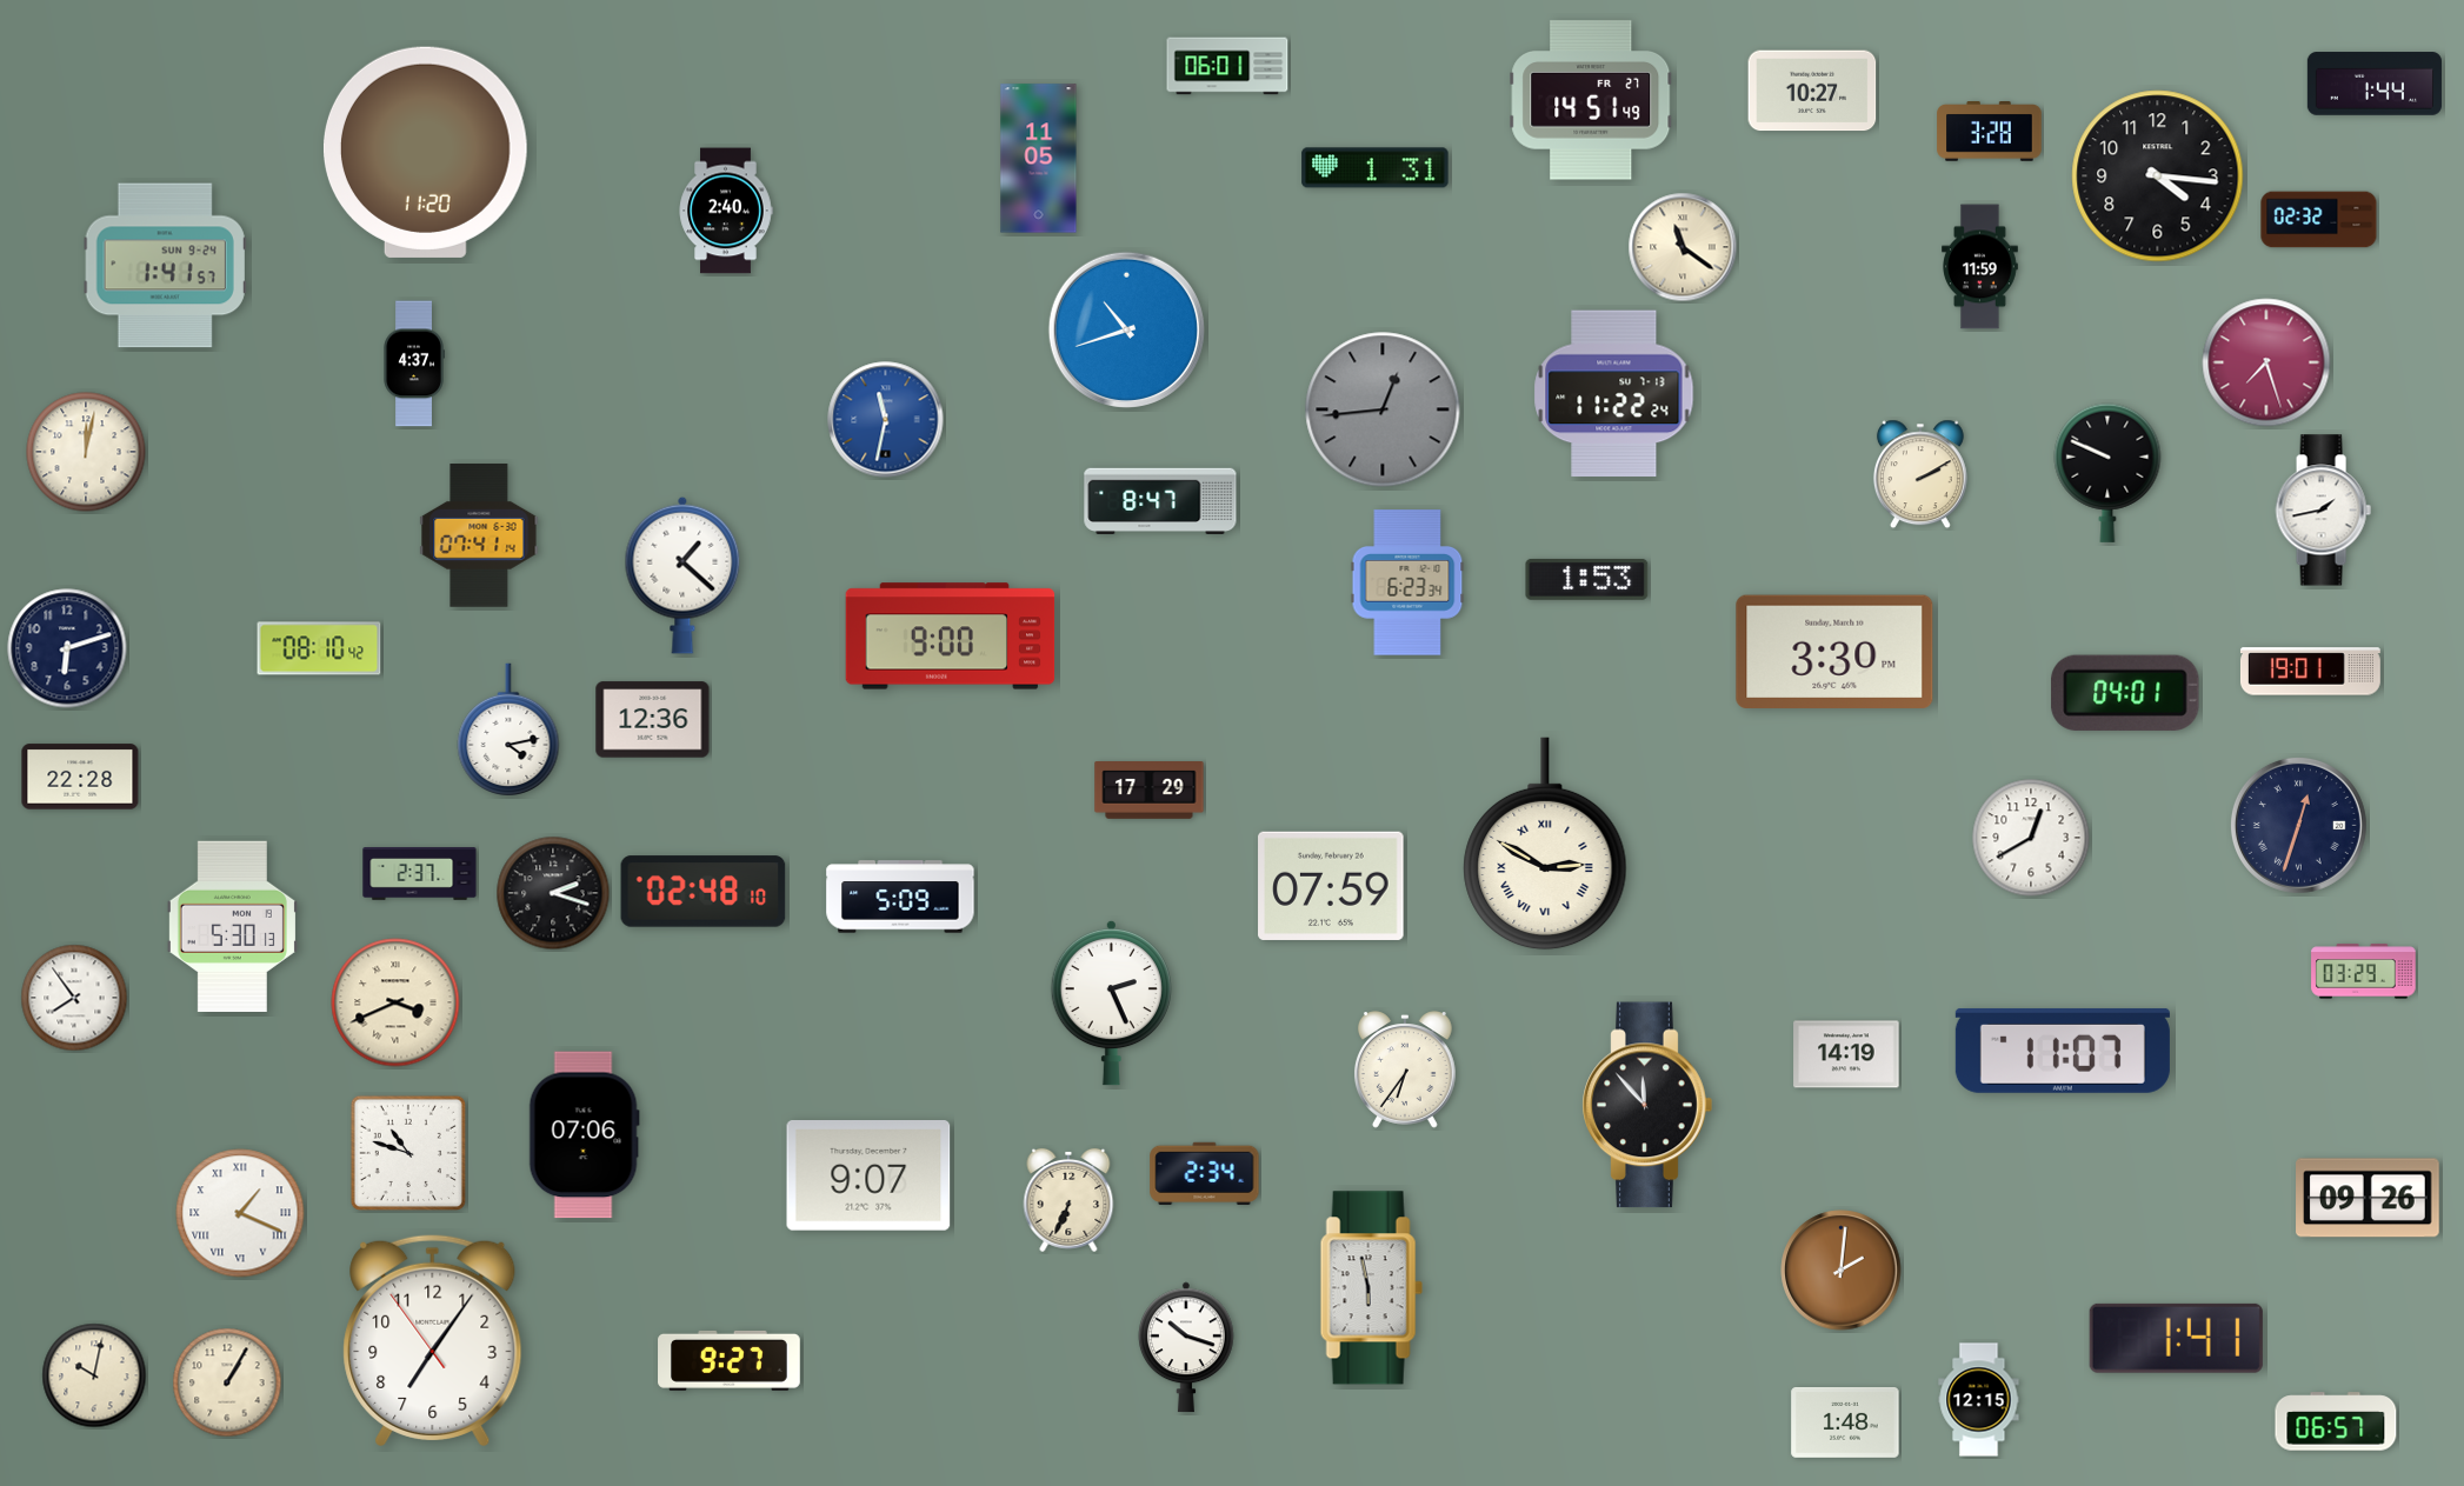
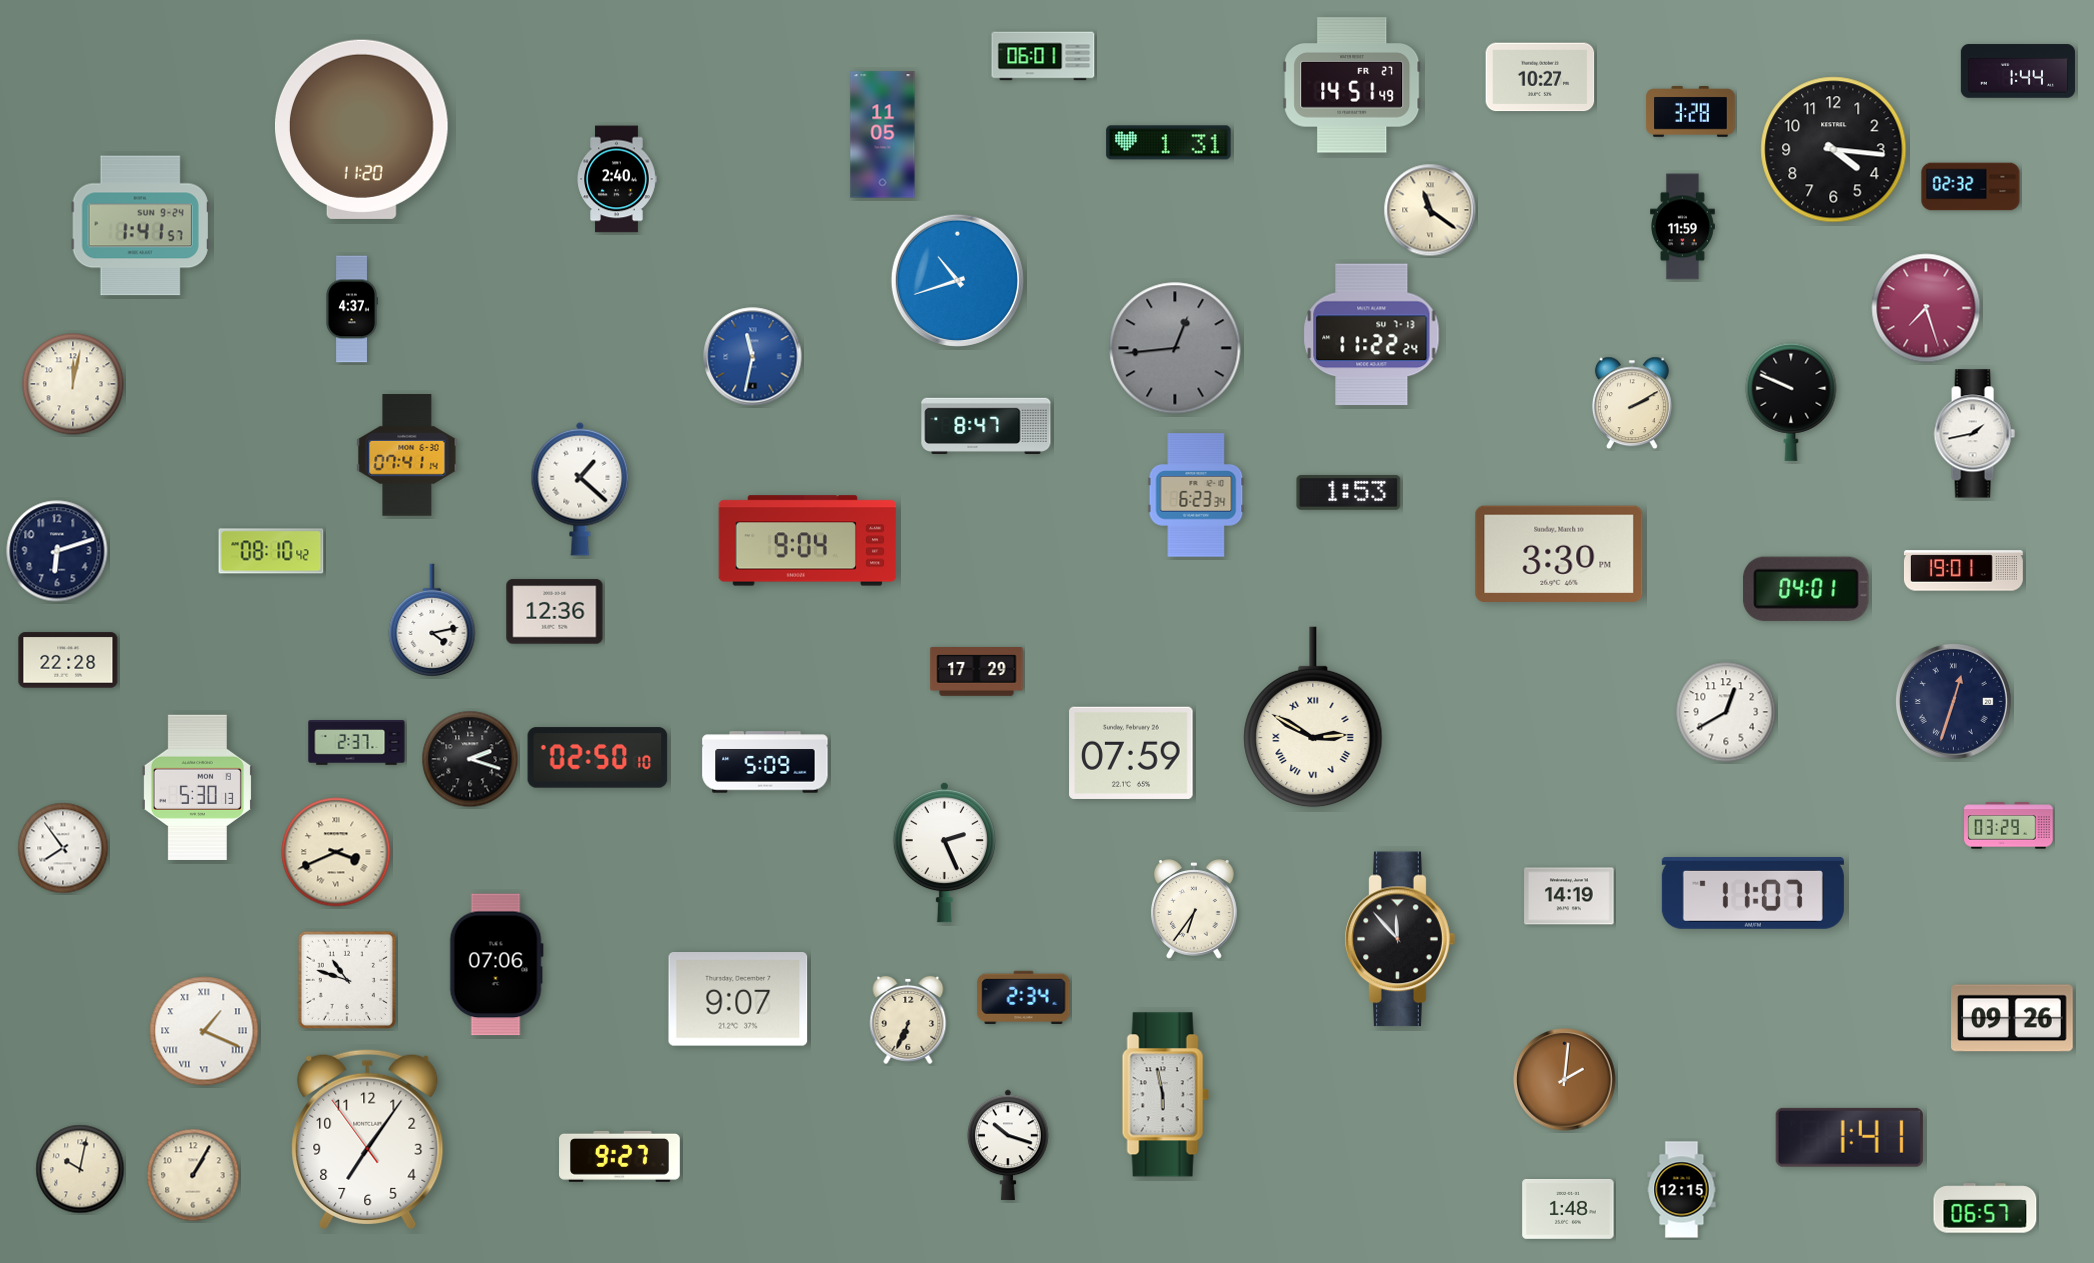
clock at (951, 637): 9:00 -> 9:04
clock at (704, 892): 02:48 -> 02:50
